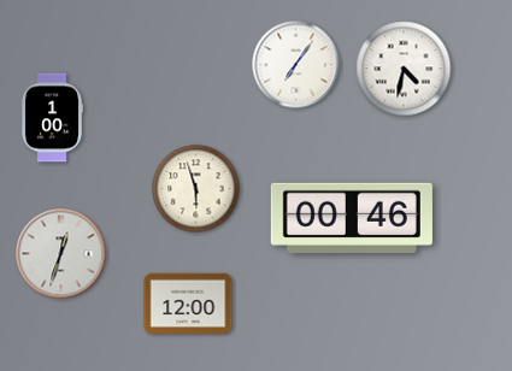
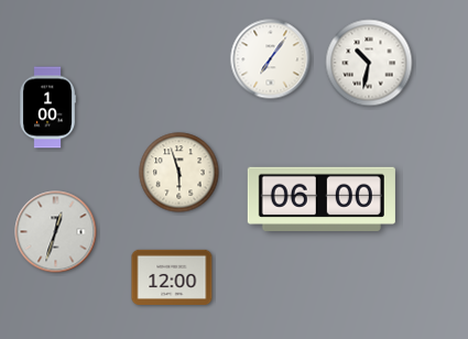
clock at (404, 69): 4:32 -> 10:32
clock at (352, 218): 00:46 -> 06:00
